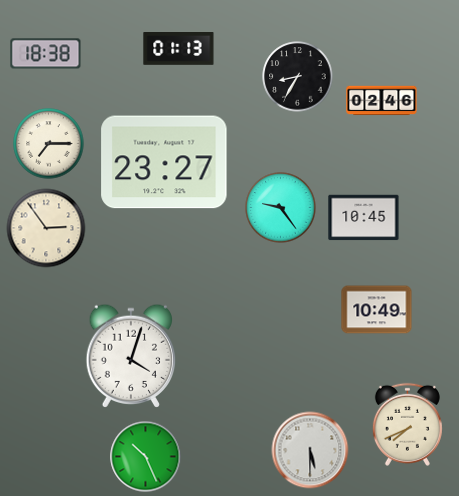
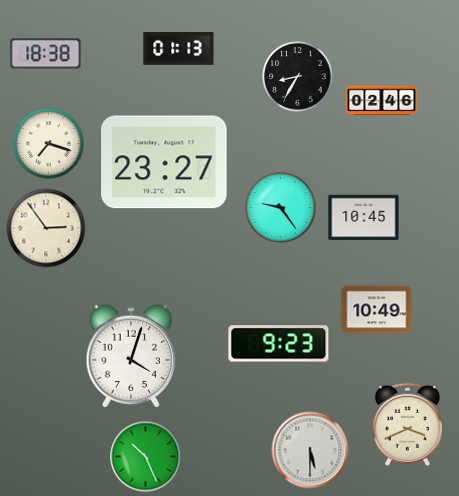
clock at (49, 144): 7:15 -> 7:18
clock at (279, 344): none -> 9:23
clock at (407, 424): 7:41 -> 3:41
